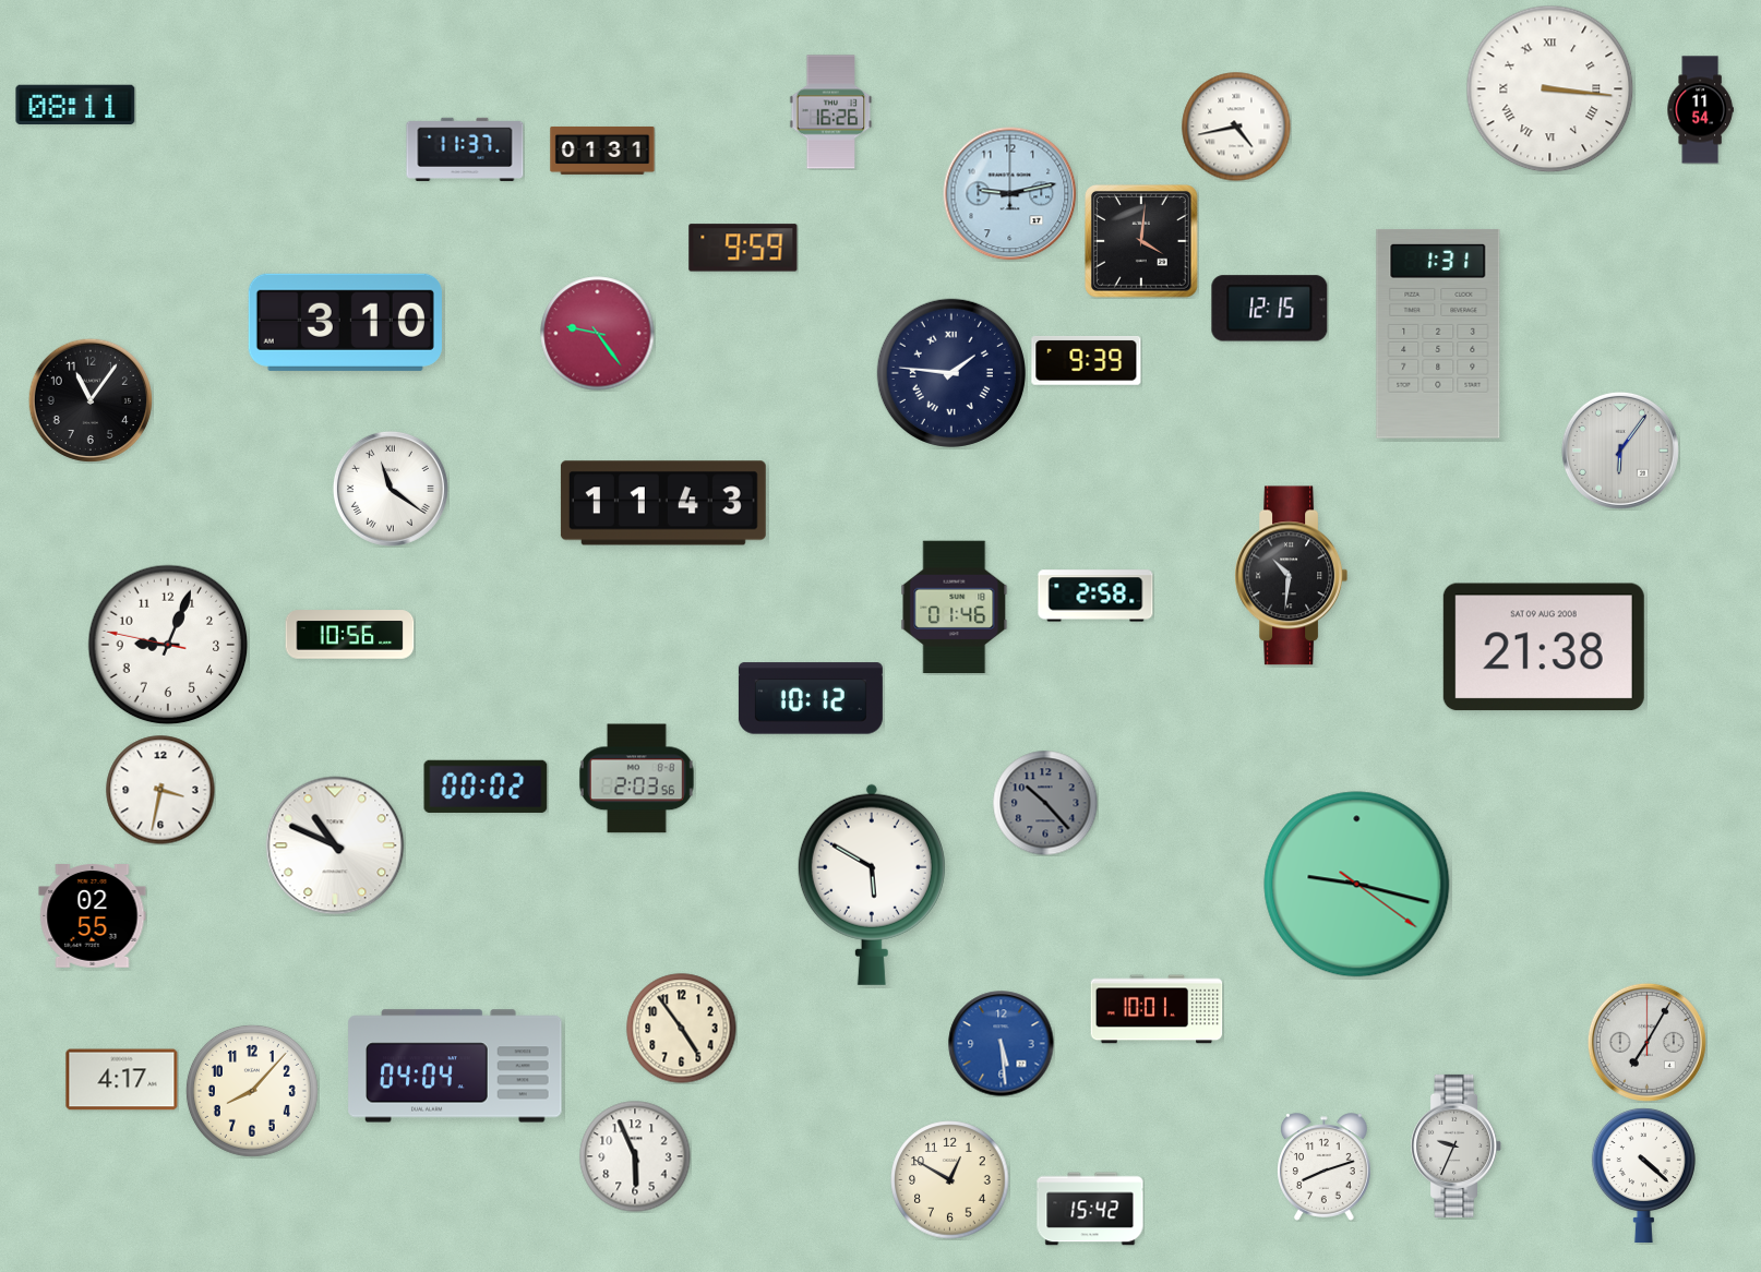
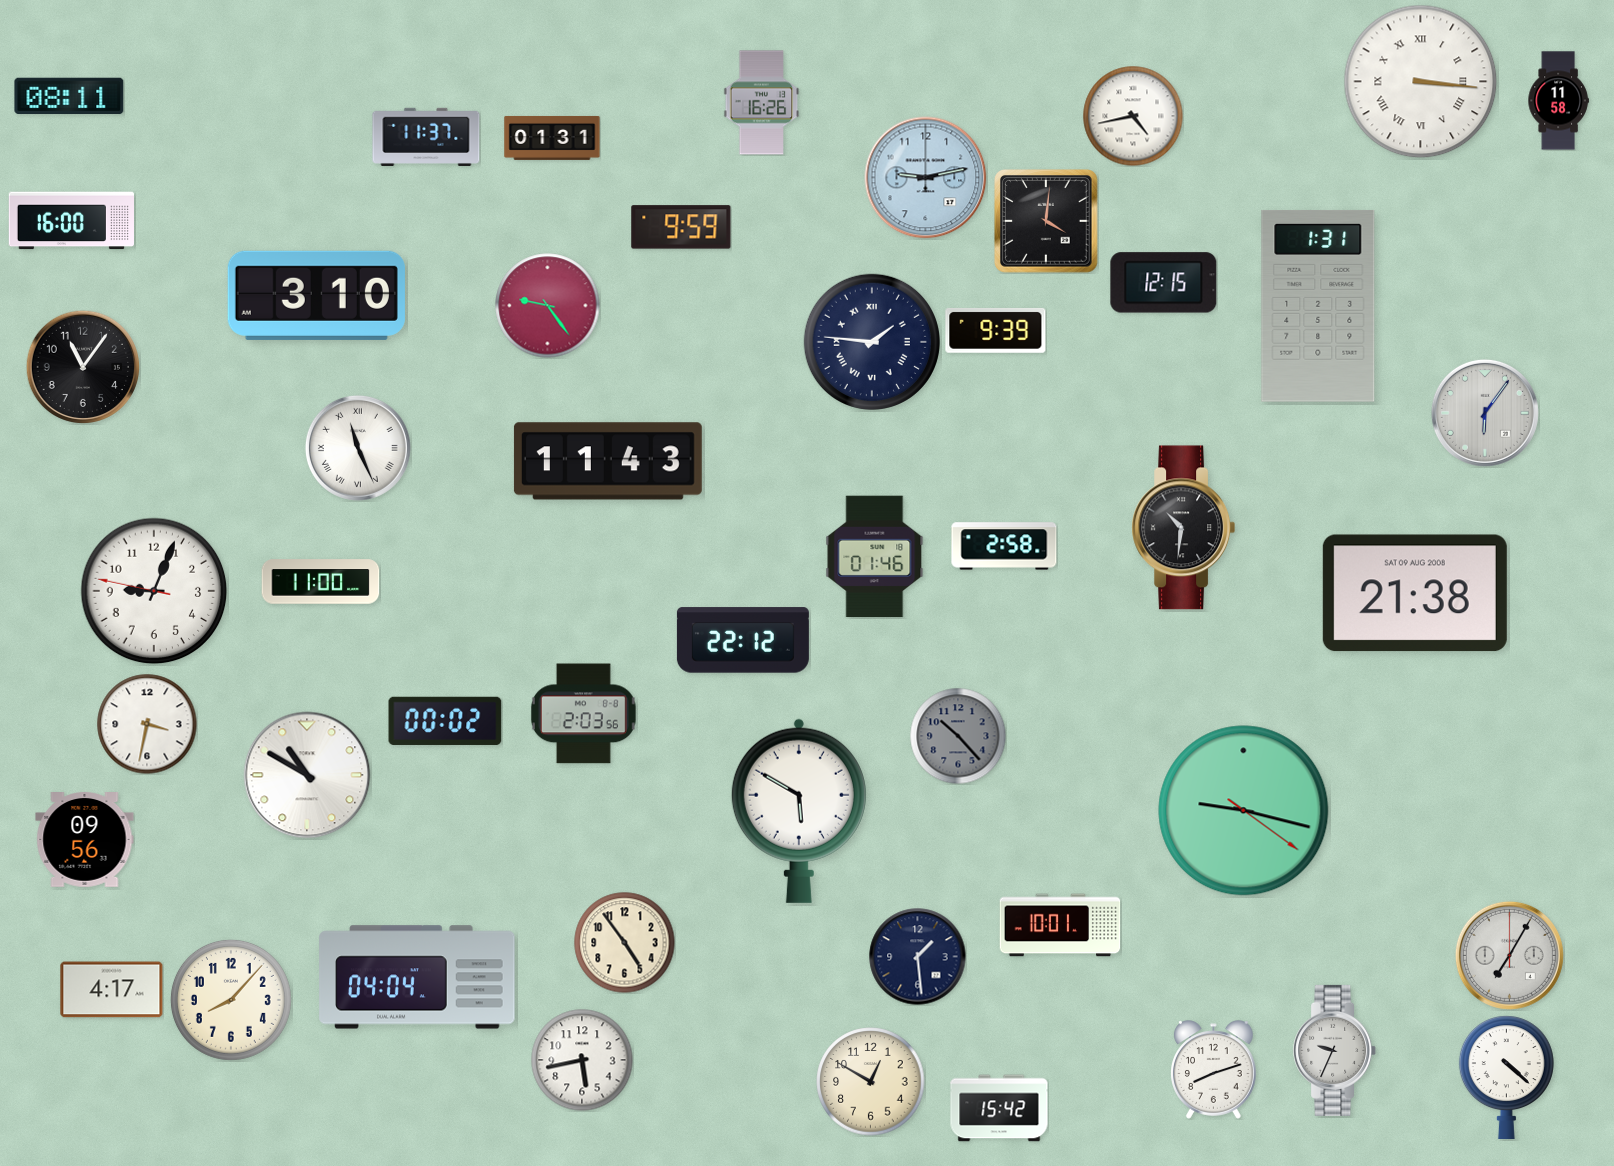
clock at (1700, 110): 11:54 -> 11:58
clock at (71, 221): none -> 16:00
clock at (391, 489): 11:21 -> 11:26
clock at (350, 635): 10:56 -> 11:00
clock at (811, 698): 10:12 -> 22:12
clock at (335, 845): 10:49 -> 10:50
clock at (93, 916): 02:55 -> 09:56
clock at (1002, 1044): 5:29 -> 1:29
clock at (1002, 1044) dial: blue -> navy
clock at (635, 1156): 5:56 -> 5:43
